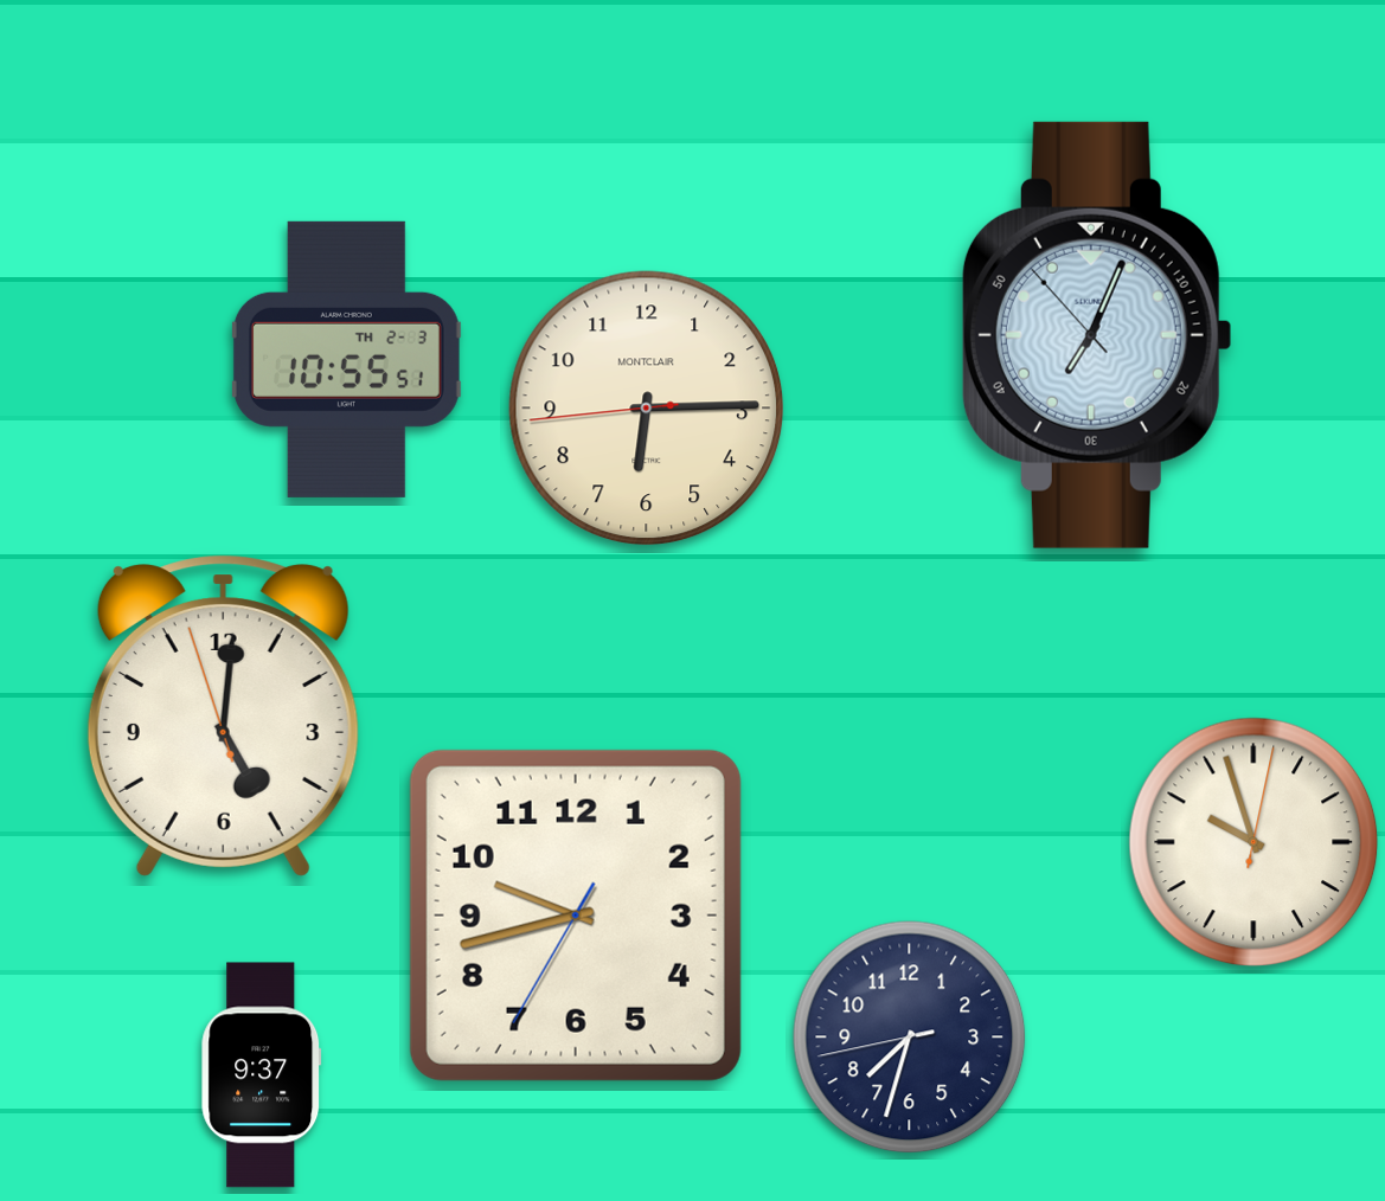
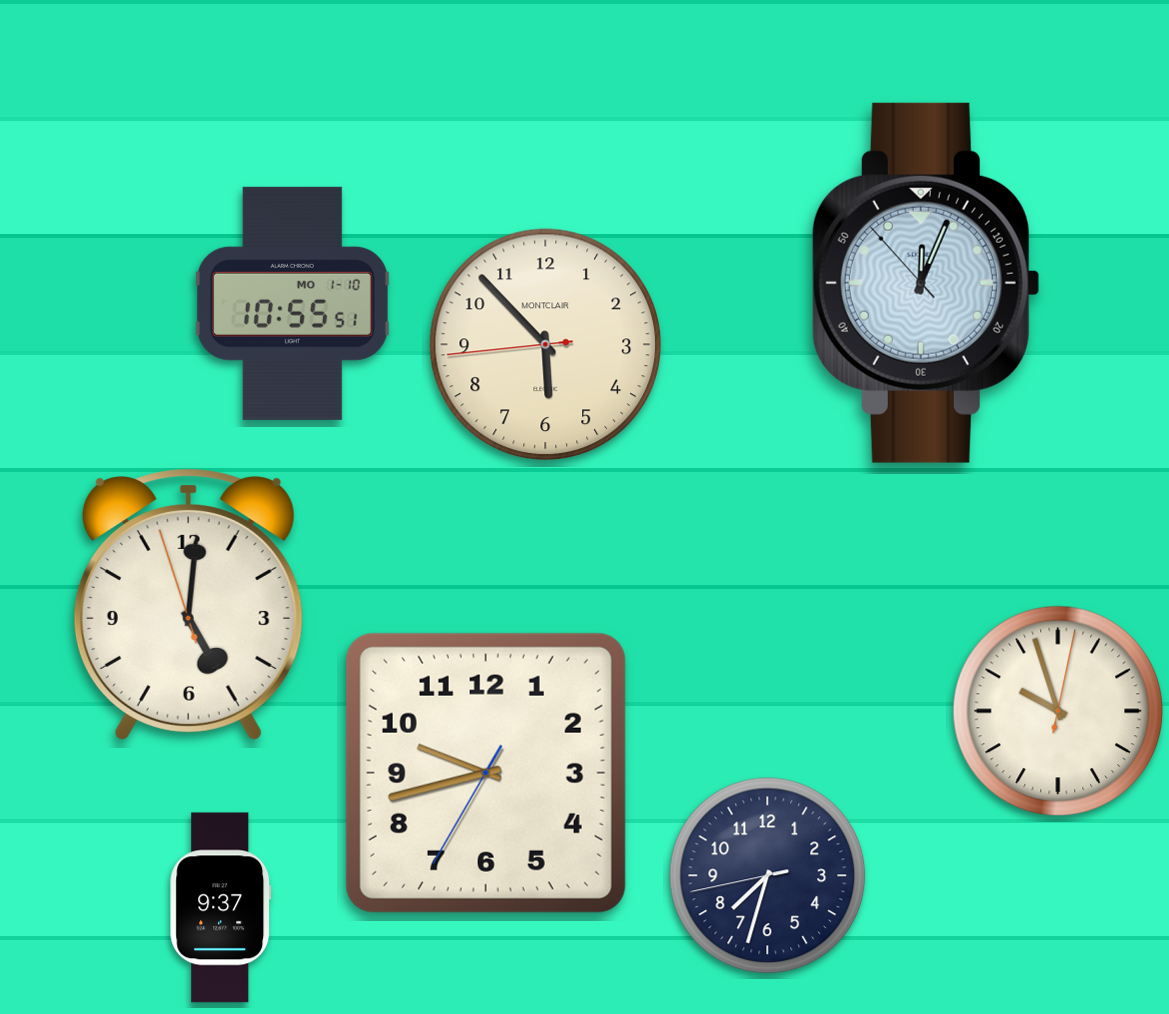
clock at (1097, 335): 7:03 -> 12:03
clock at (346, 359) date: TH 2-3 -> MO 1-10
clock at (647, 409): 6:14 -> 5:52
